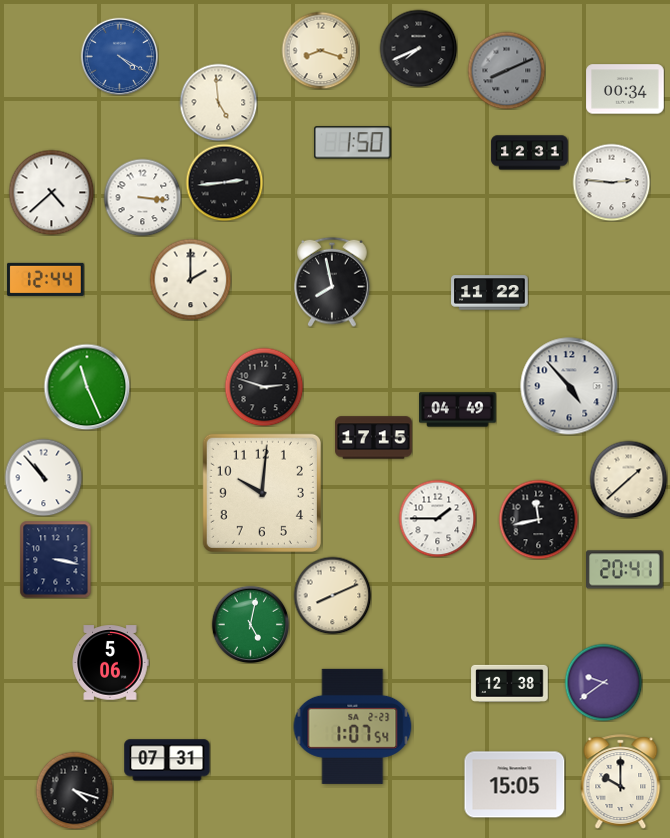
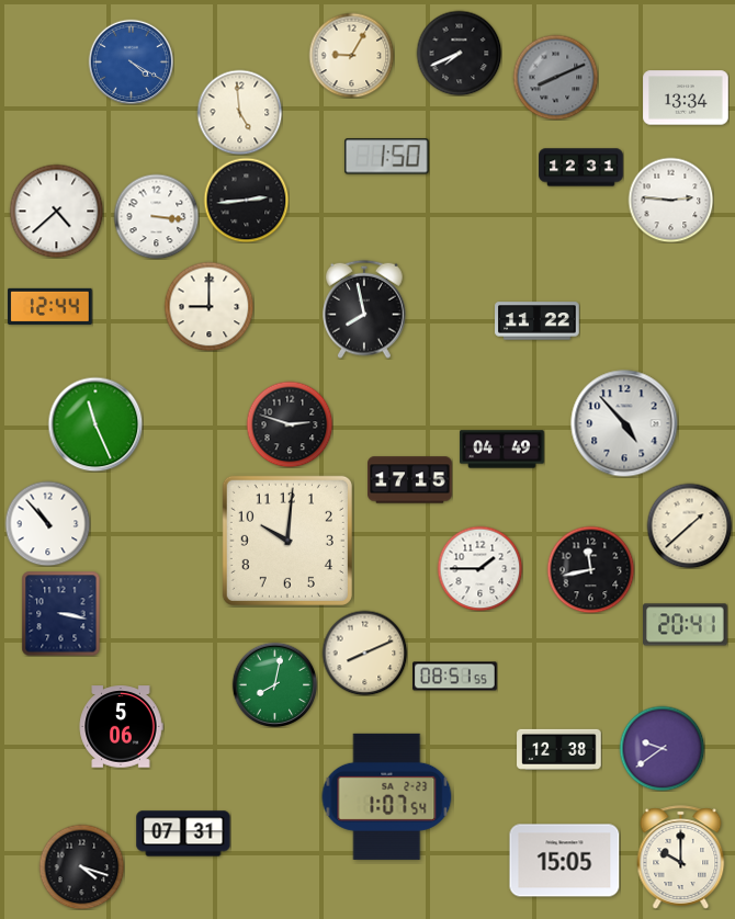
clock at (320, 50): 8:18 -> 9:05
clock at (625, 89): 00:34 -> 13:34
clock at (190, 279): 2:00 -> 9:00
clock at (455, 677): none -> 08:51
clock at (250, 624): 5:02 -> 8:02
